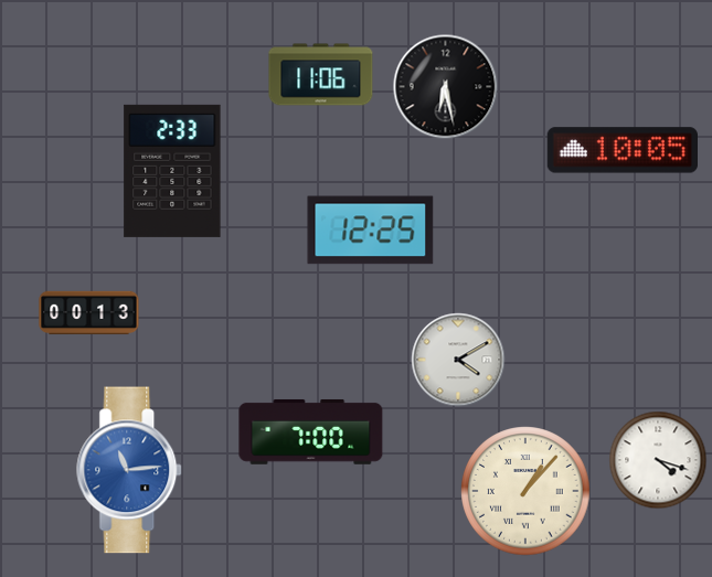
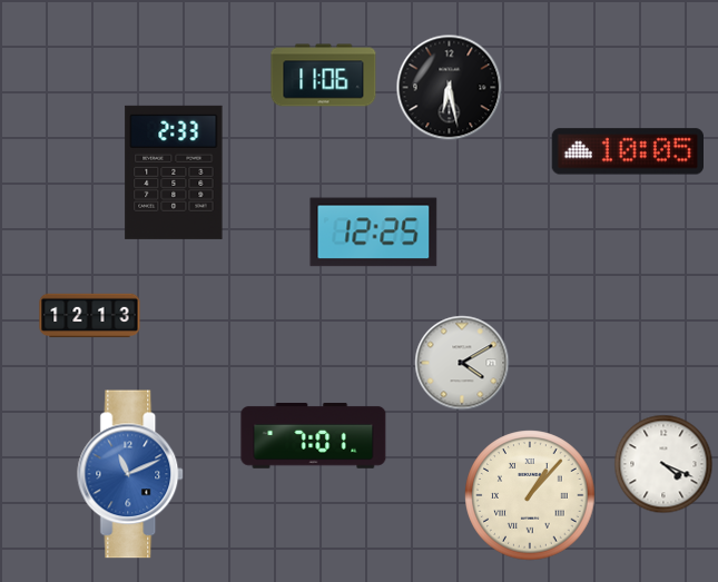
clock at (89, 313): 00:13 -> 12:13
clock at (311, 431): 7:00 -> 7:01
clock at (658, 460): 4:18 -> 4:19
clock at (130, 470): 11:14 -> 11:11
